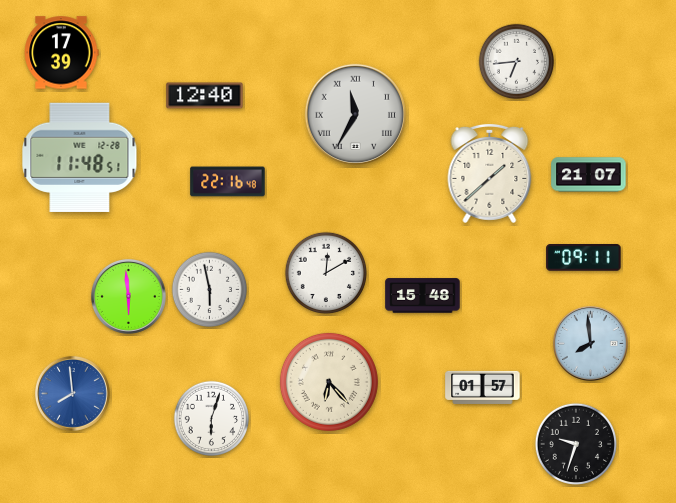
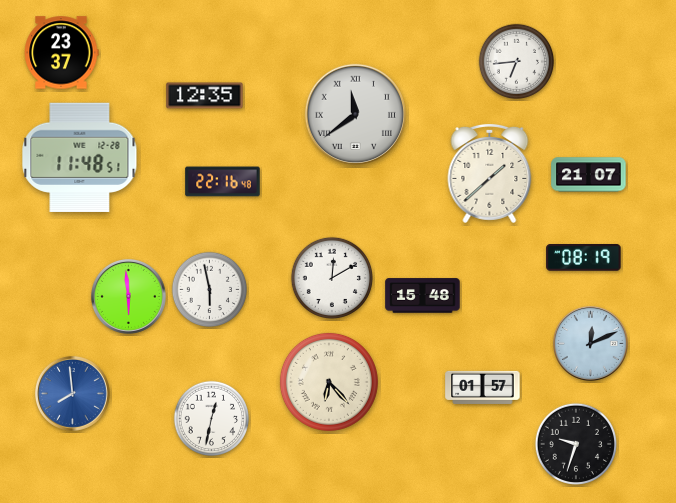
clock at (61, 53): 17:39 -> 23:37
clock at (205, 96): 12:40 -> 12:35
clock at (355, 114): 11:35 -> 11:39
clock at (228, 182) position: (228, 182) -> (223, 182)
clock at (584, 258): 09:11 -> 08:19
clock at (326, 273) position: (326, 273) -> (332, 278)
clock at (590, 343): 7:59 -> 12:11
clock at (212, 419): 6:03 -> 12:32
